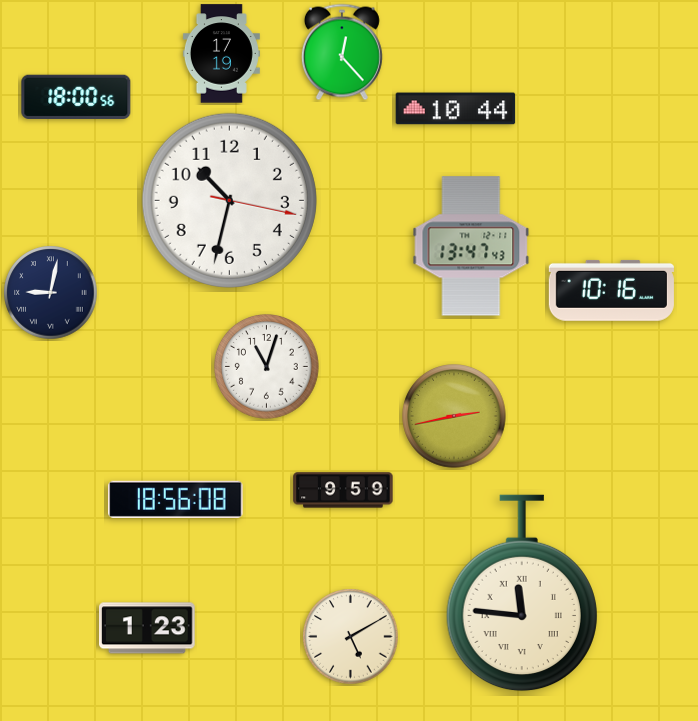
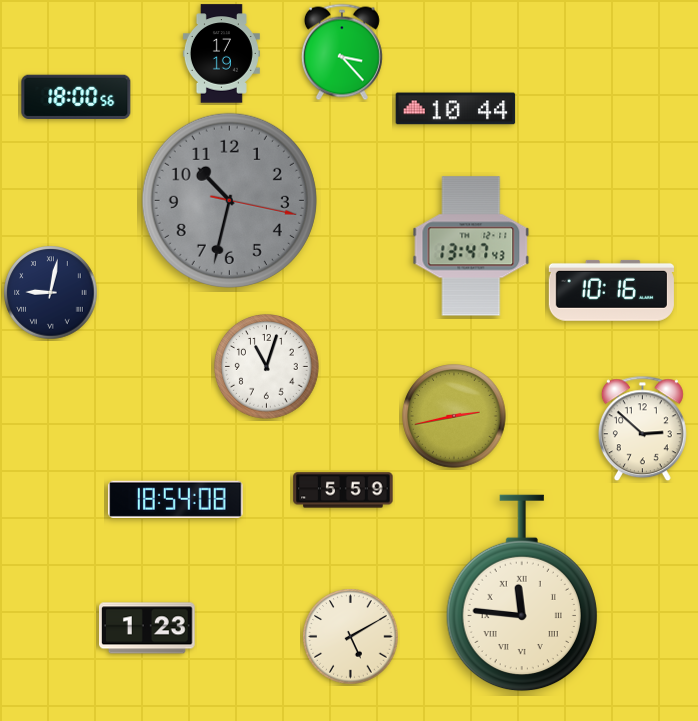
clock at (342, 52): 12:23 -> 3:23
clock at (229, 200) dial: white -> grey
clock at (642, 429): none -> 2:52
clock at (343, 490): 9:59 -> 5:59
clock at (176, 499): 18:56 -> 18:54
